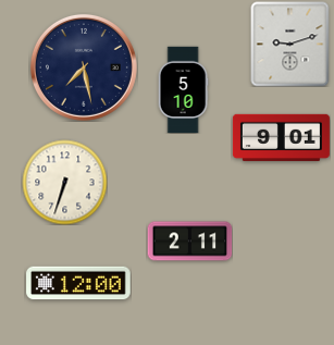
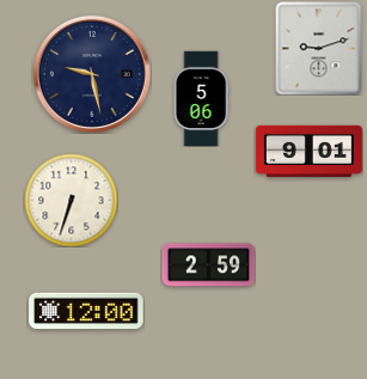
clock at (84, 67): 7:28 -> 9:28
clock at (183, 89): 5:10 -> 5:06
clock at (189, 242): 2:11 -> 2:59
